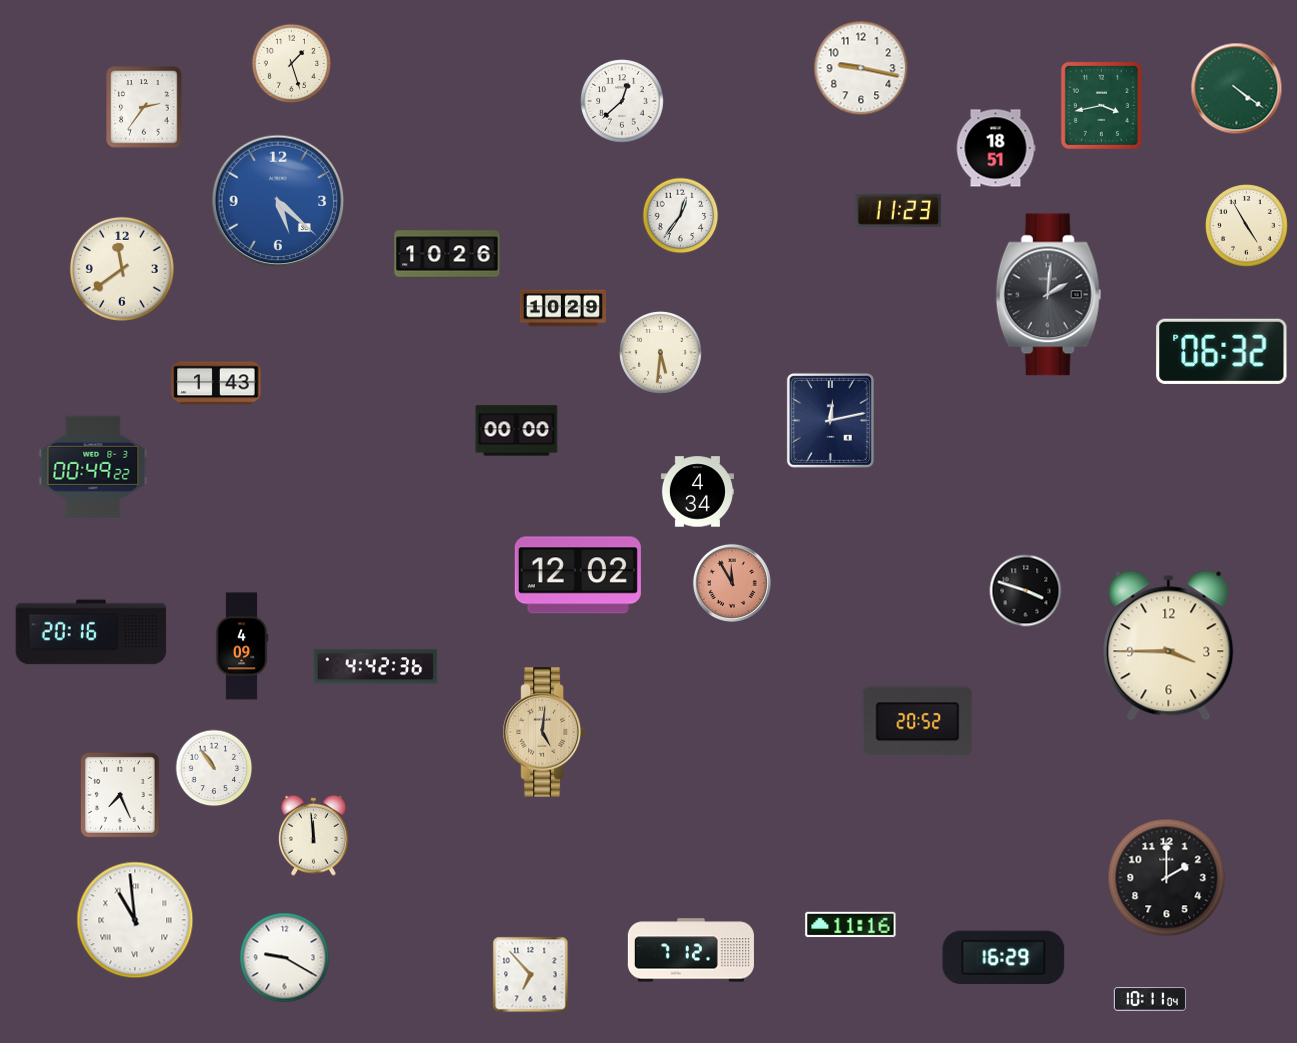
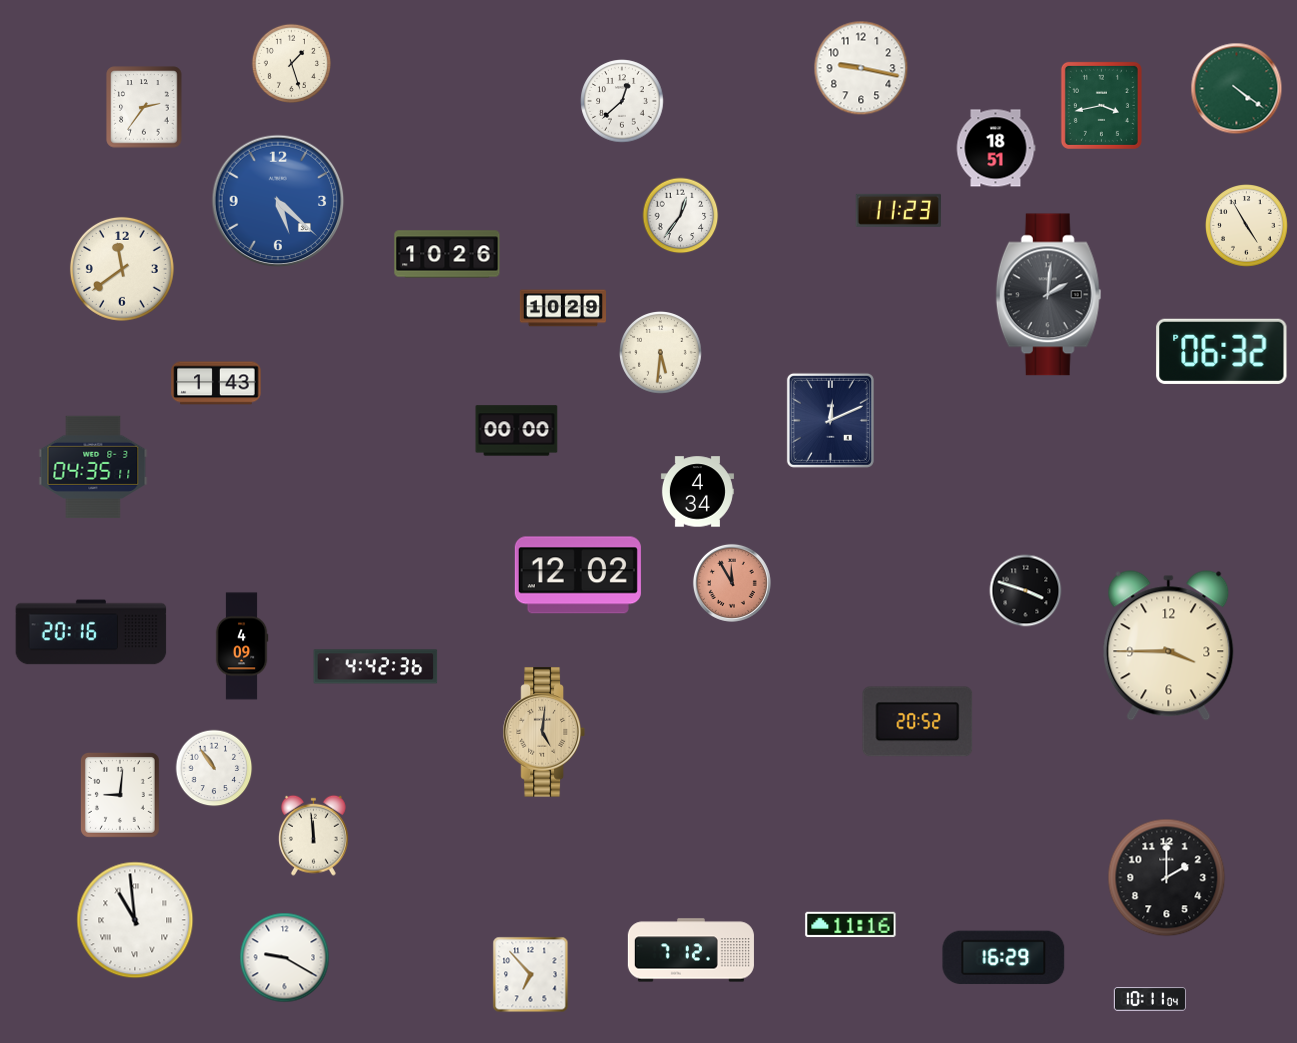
clock at (830, 420): 12:13 -> 12:11
clock at (93, 467): 00:49 -> 04:35
clock at (120, 795): 7:26 -> 9:01
